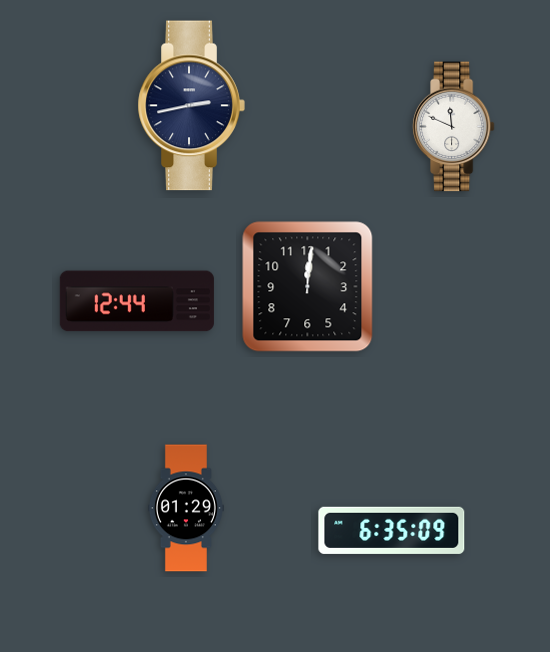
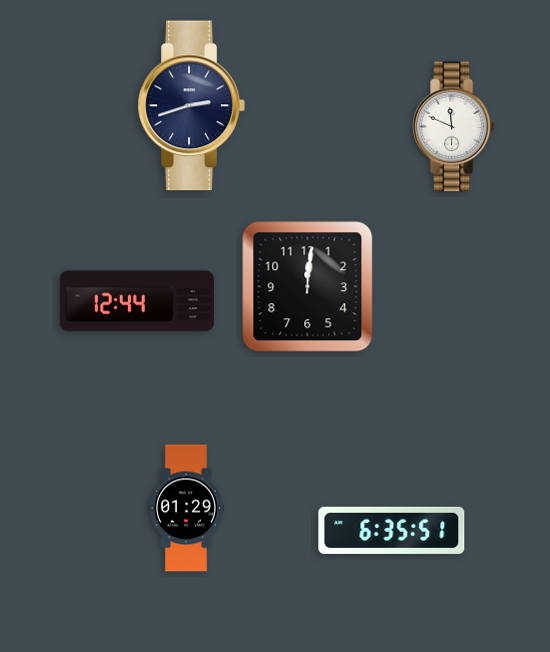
clock at (191, 106): 2:43 -> 2:42
clock at (392, 530): 6:35:09 -> 6:35:51
